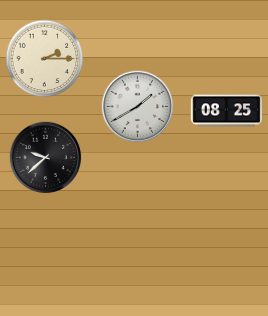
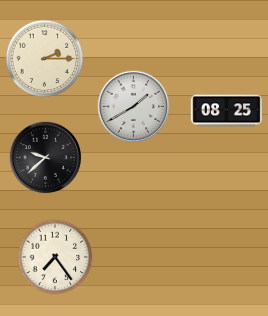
clock at (138, 107) position: (138, 107) -> (134, 107)
clock at (55, 257): none -> 7:24
